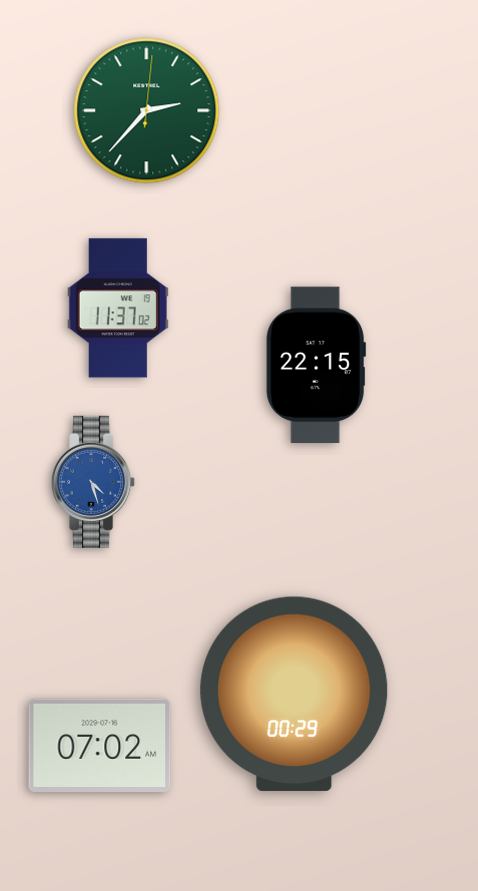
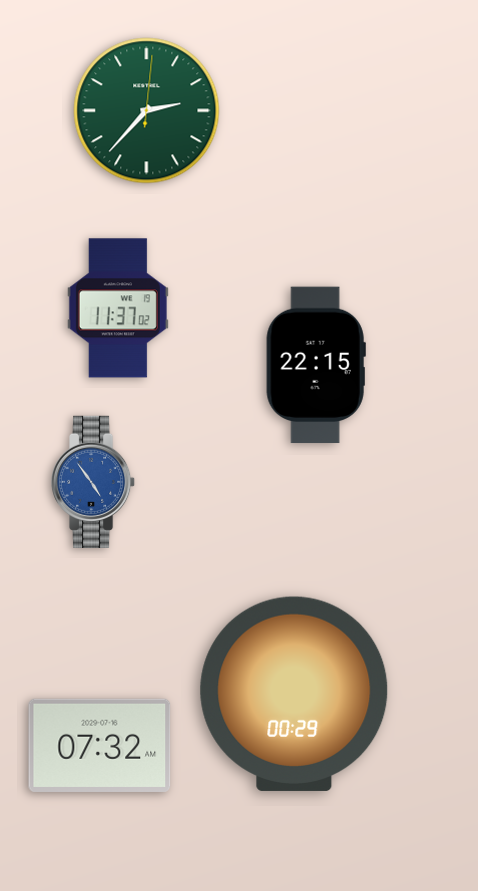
clock at (94, 482): 4:27 -> 4:54
clock at (100, 745): 07:02 -> 07:32
